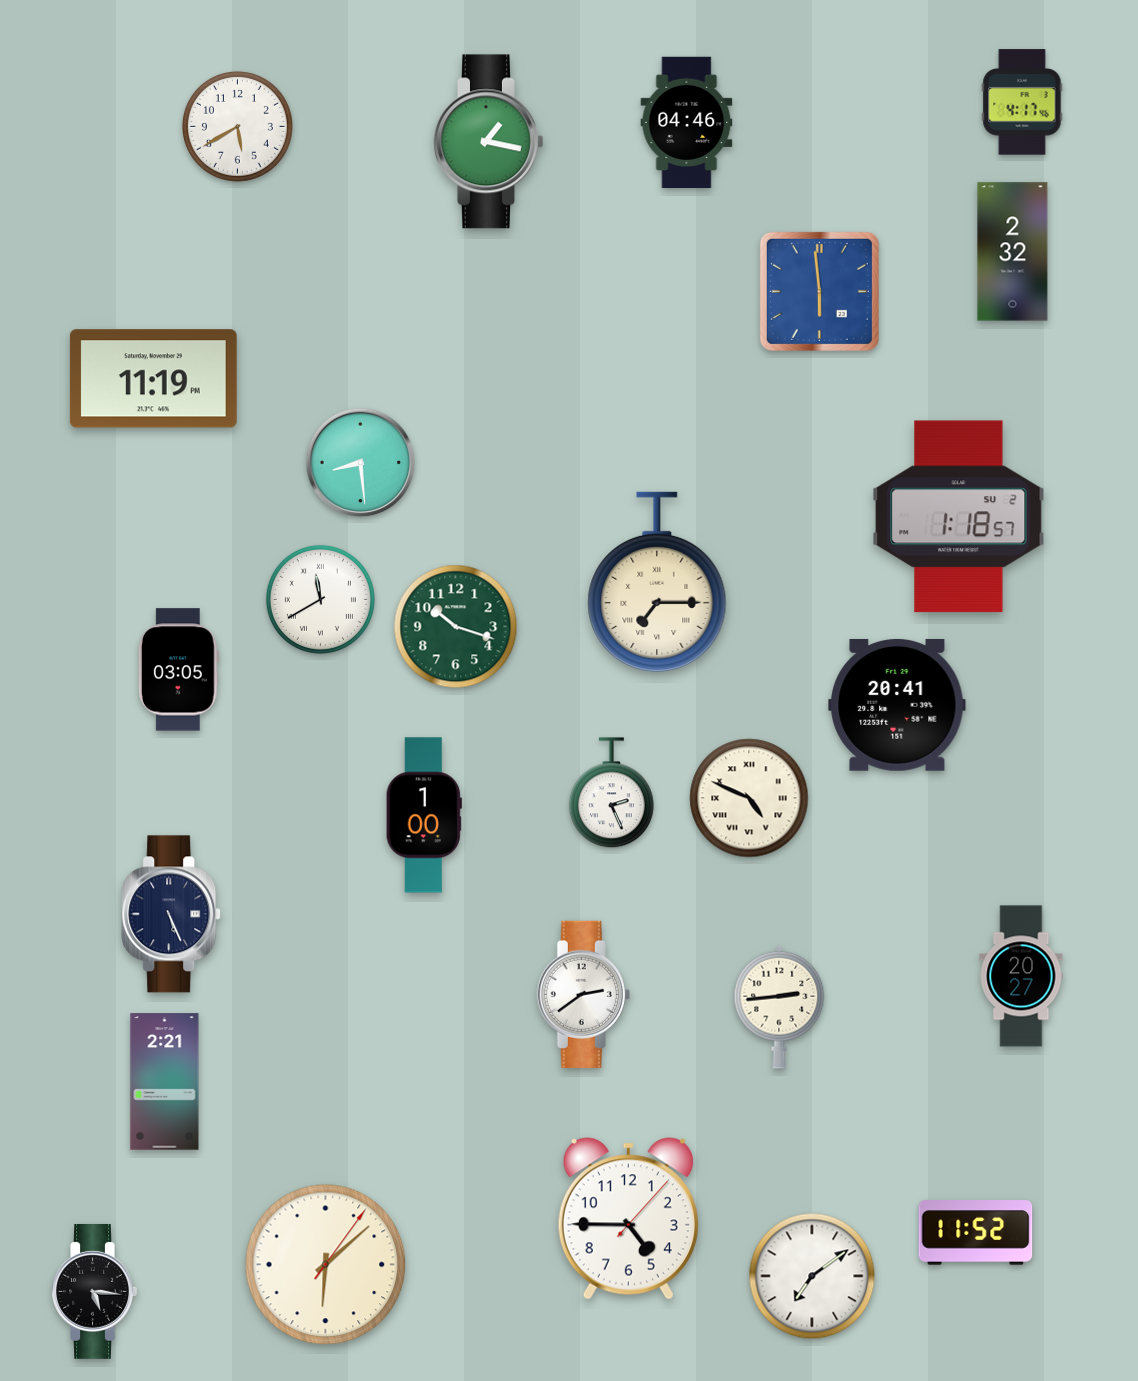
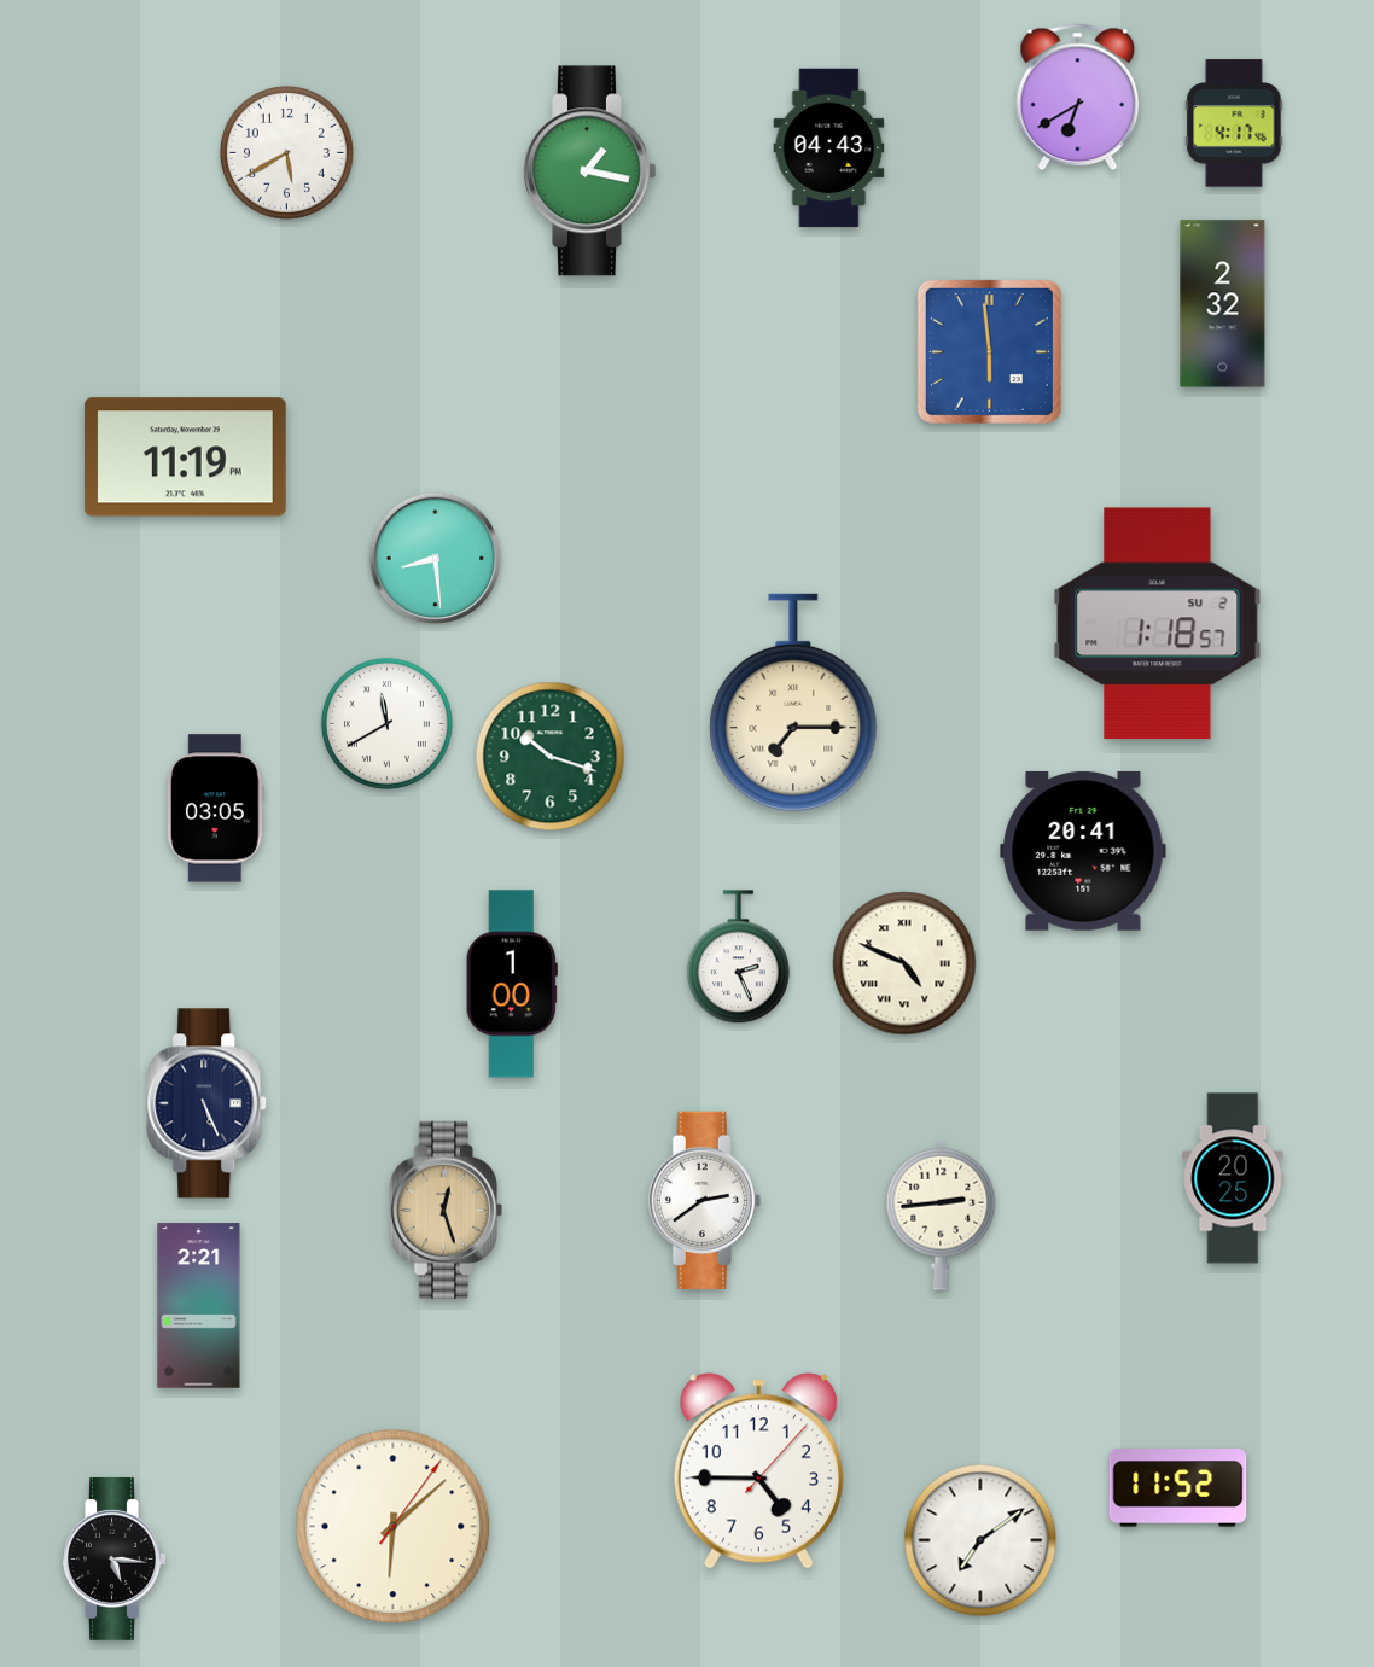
clock at (1078, 98): none -> 6:40
clock at (687, 123): 04:46 -> 04:43
clock at (1021, 976): 20:27 -> 20:25
clock at (446, 1210): none -> 12:27
